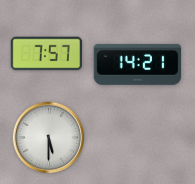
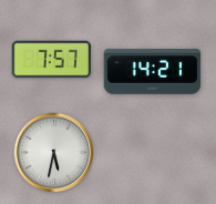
clock at (49, 138): 5:30 -> 5:32
